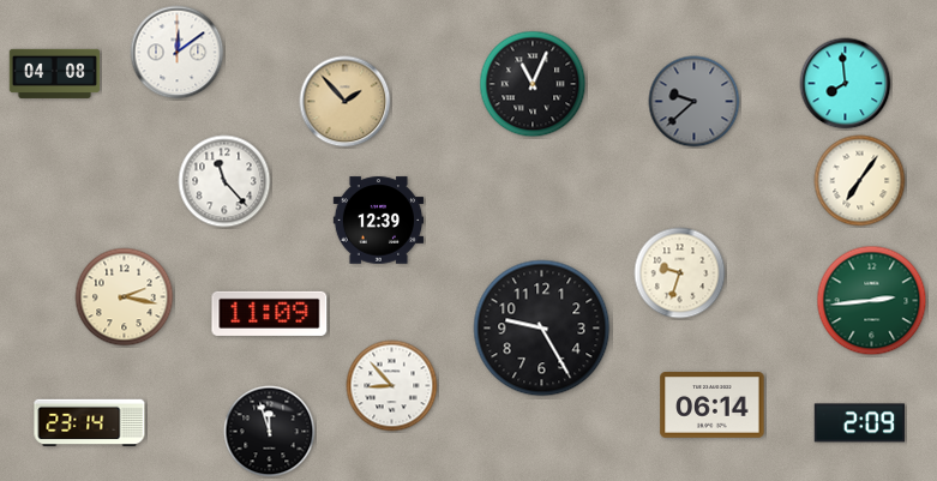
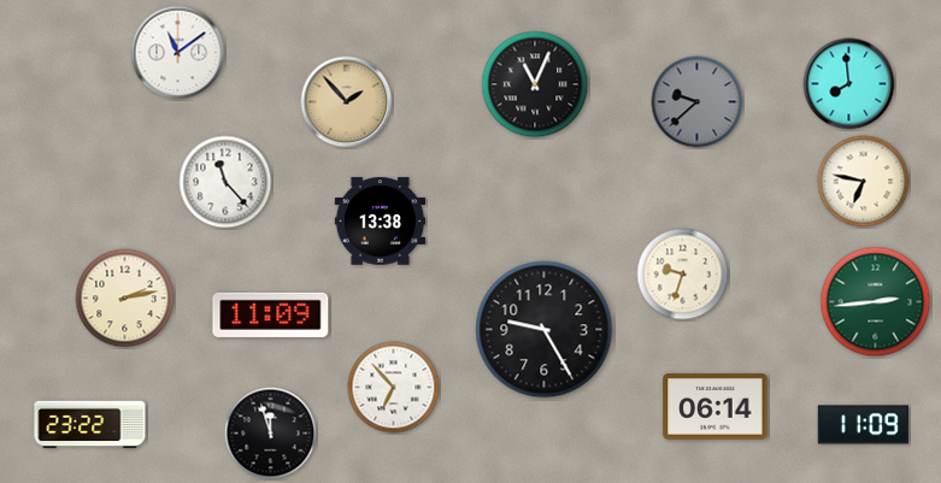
clock at (178, 53): 12:09 -> 11:09
clock at (55, 73): 04:08 -> none
clock at (860, 181): 7:06 -> 6:47
clock at (379, 221): 12:39 -> 13:38
clock at (125, 297): 2:17 -> 2:13
clock at (392, 386): 8:53 -> 6:53
clock at (90, 423): 23:14 -> 23:22
clock at (859, 423): 2:09 -> 11:09
